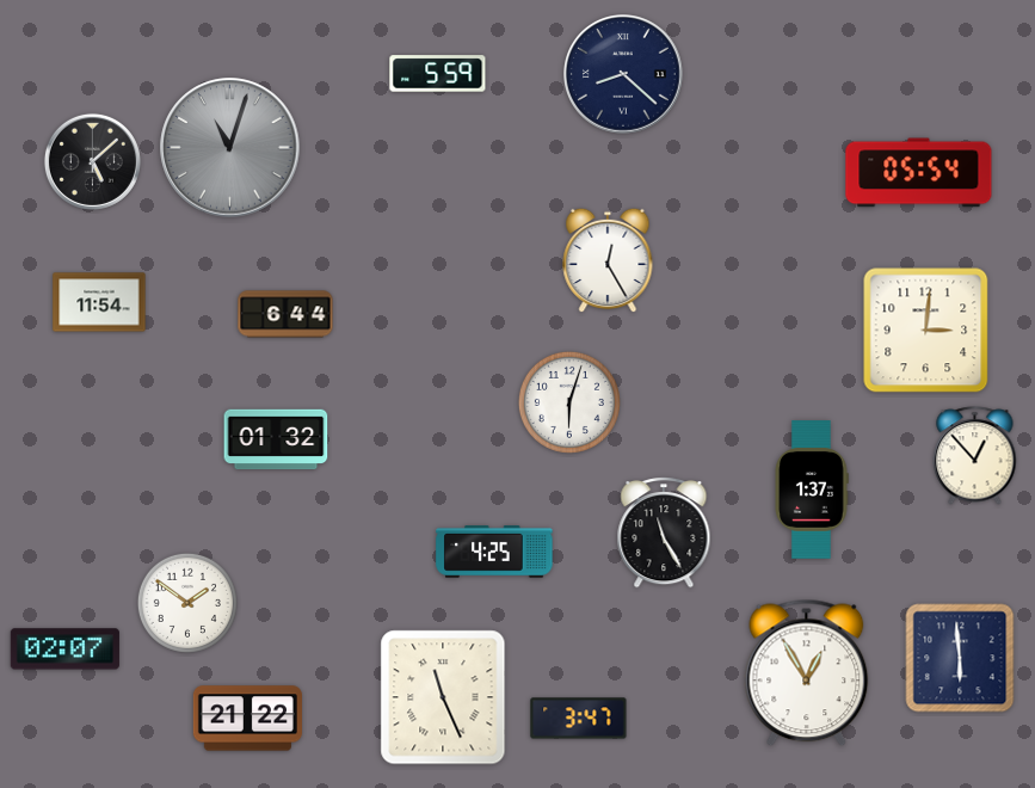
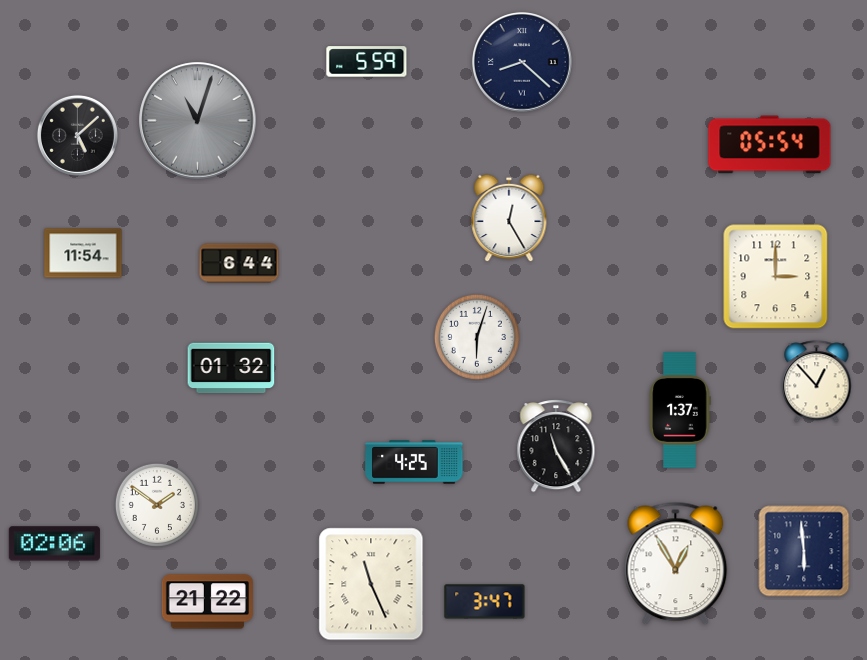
clock at (230, 148) position: (230, 148) -> (198, 121)
clock at (926, 331): 3:01 -> 3:00
clock at (64, 650): 02:07 -> 02:06
